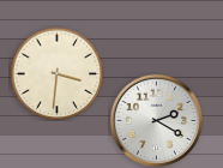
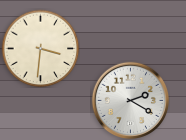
clock at (56, 73) position: (56, 73) -> (40, 48)
